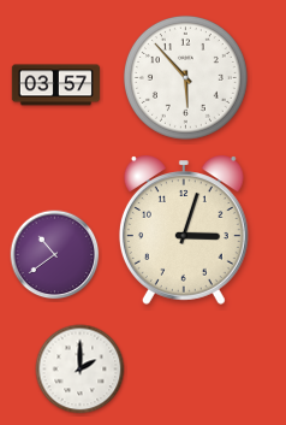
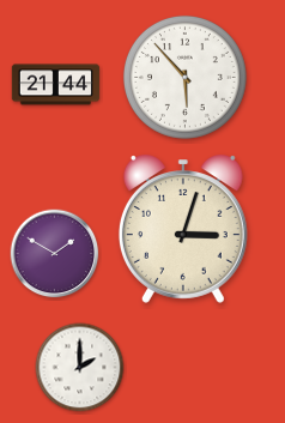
clock at (56, 85): 03:57 -> 21:44
clock at (55, 255): 10:39 -> 1:50
